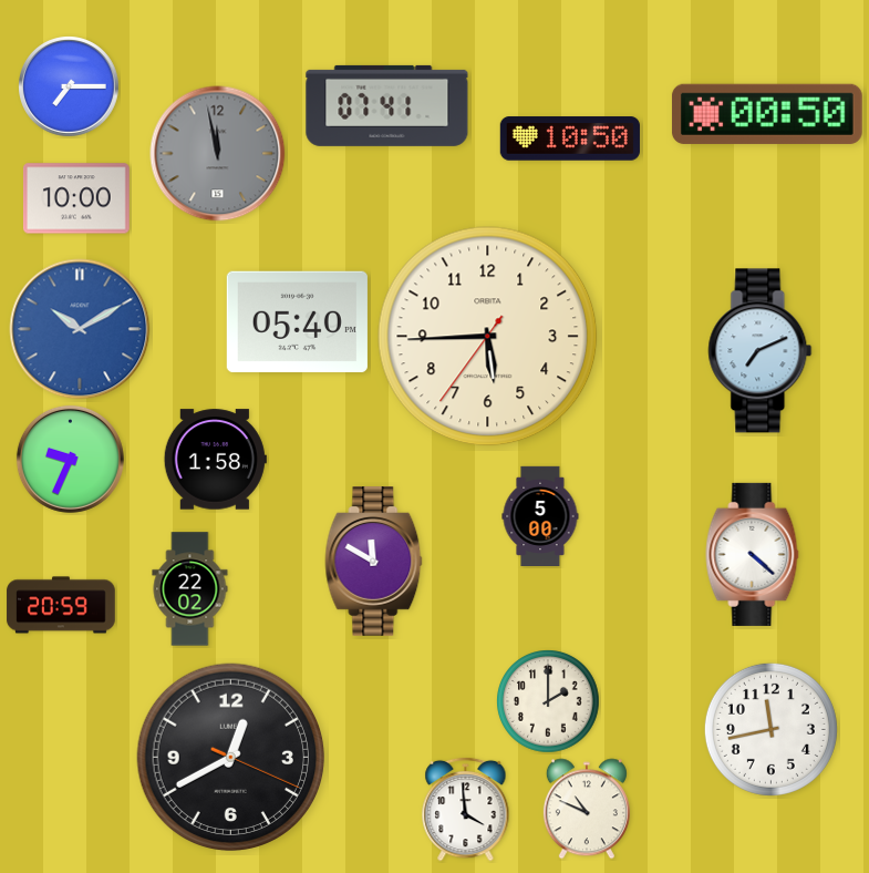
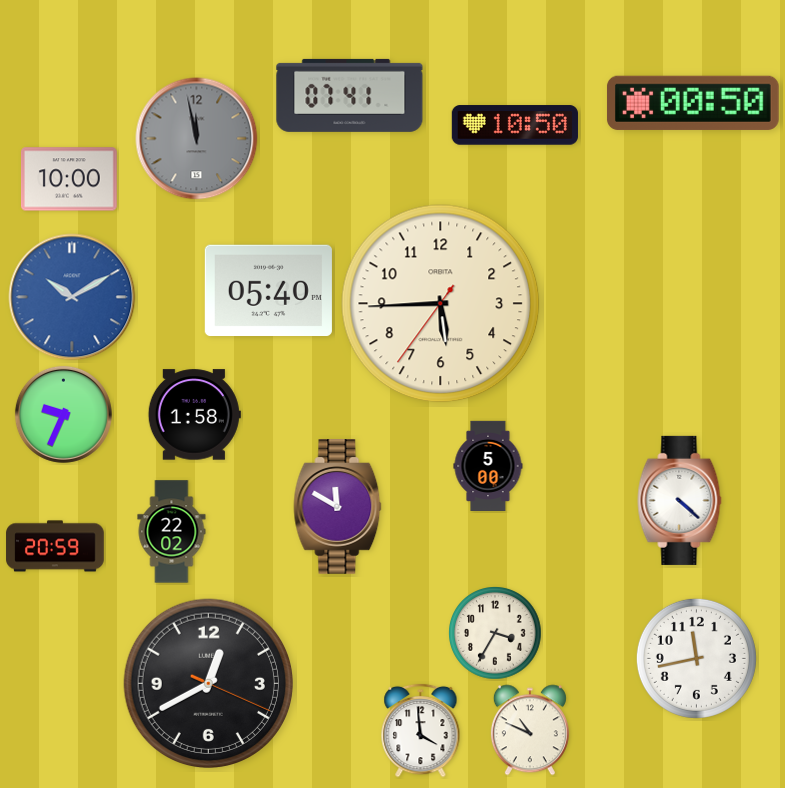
clock at (70, 88): 7:15 -> none
clock at (761, 351): 7:11 -> none
clock at (548, 701): 2:00 -> 3:35
